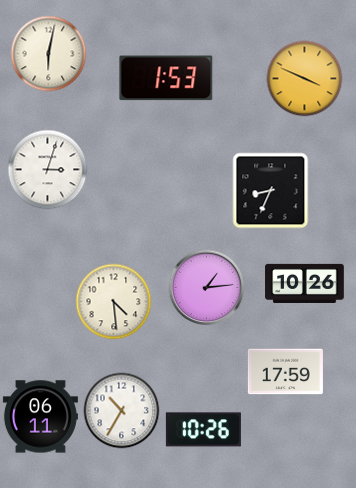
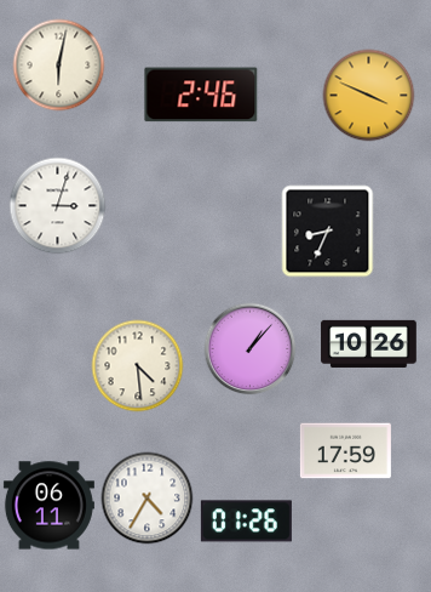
clock at (166, 78): 1:53 -> 2:46
clock at (207, 288): 1:14 -> 1:07
clock at (122, 411): 10:35 -> 4:35
clock at (203, 430): 10:26 -> 01:26
